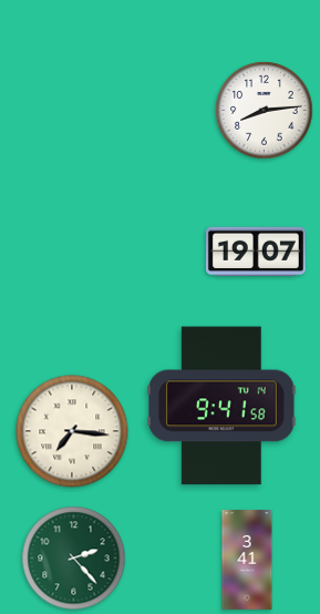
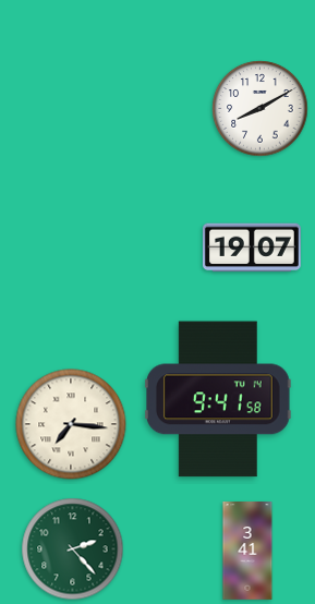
clock at (265, 111): 8:14 -> 8:10
clock at (247, 561) position: (247, 561) -> (247, 552)
